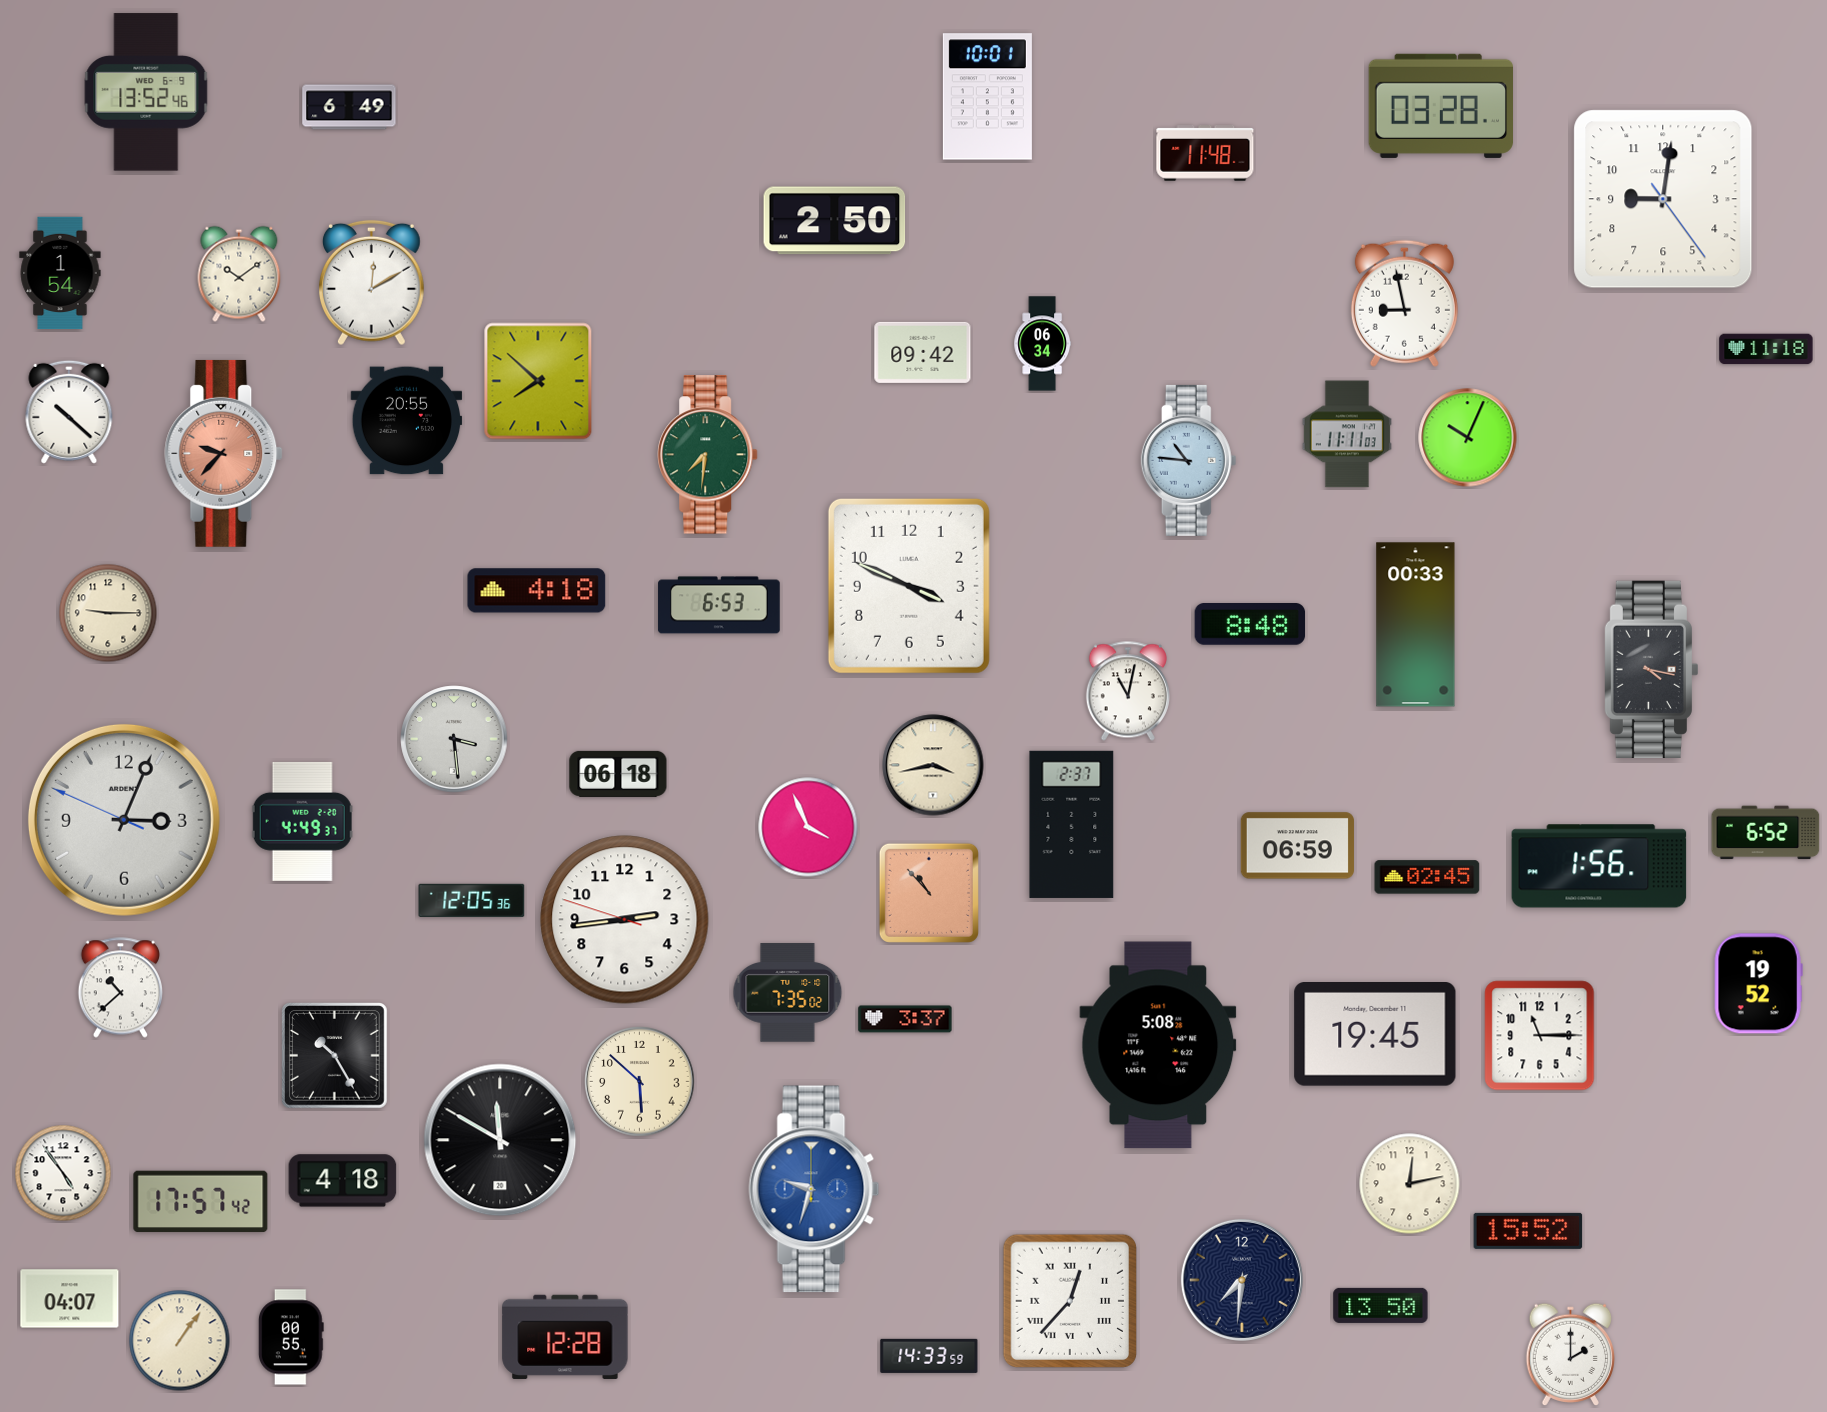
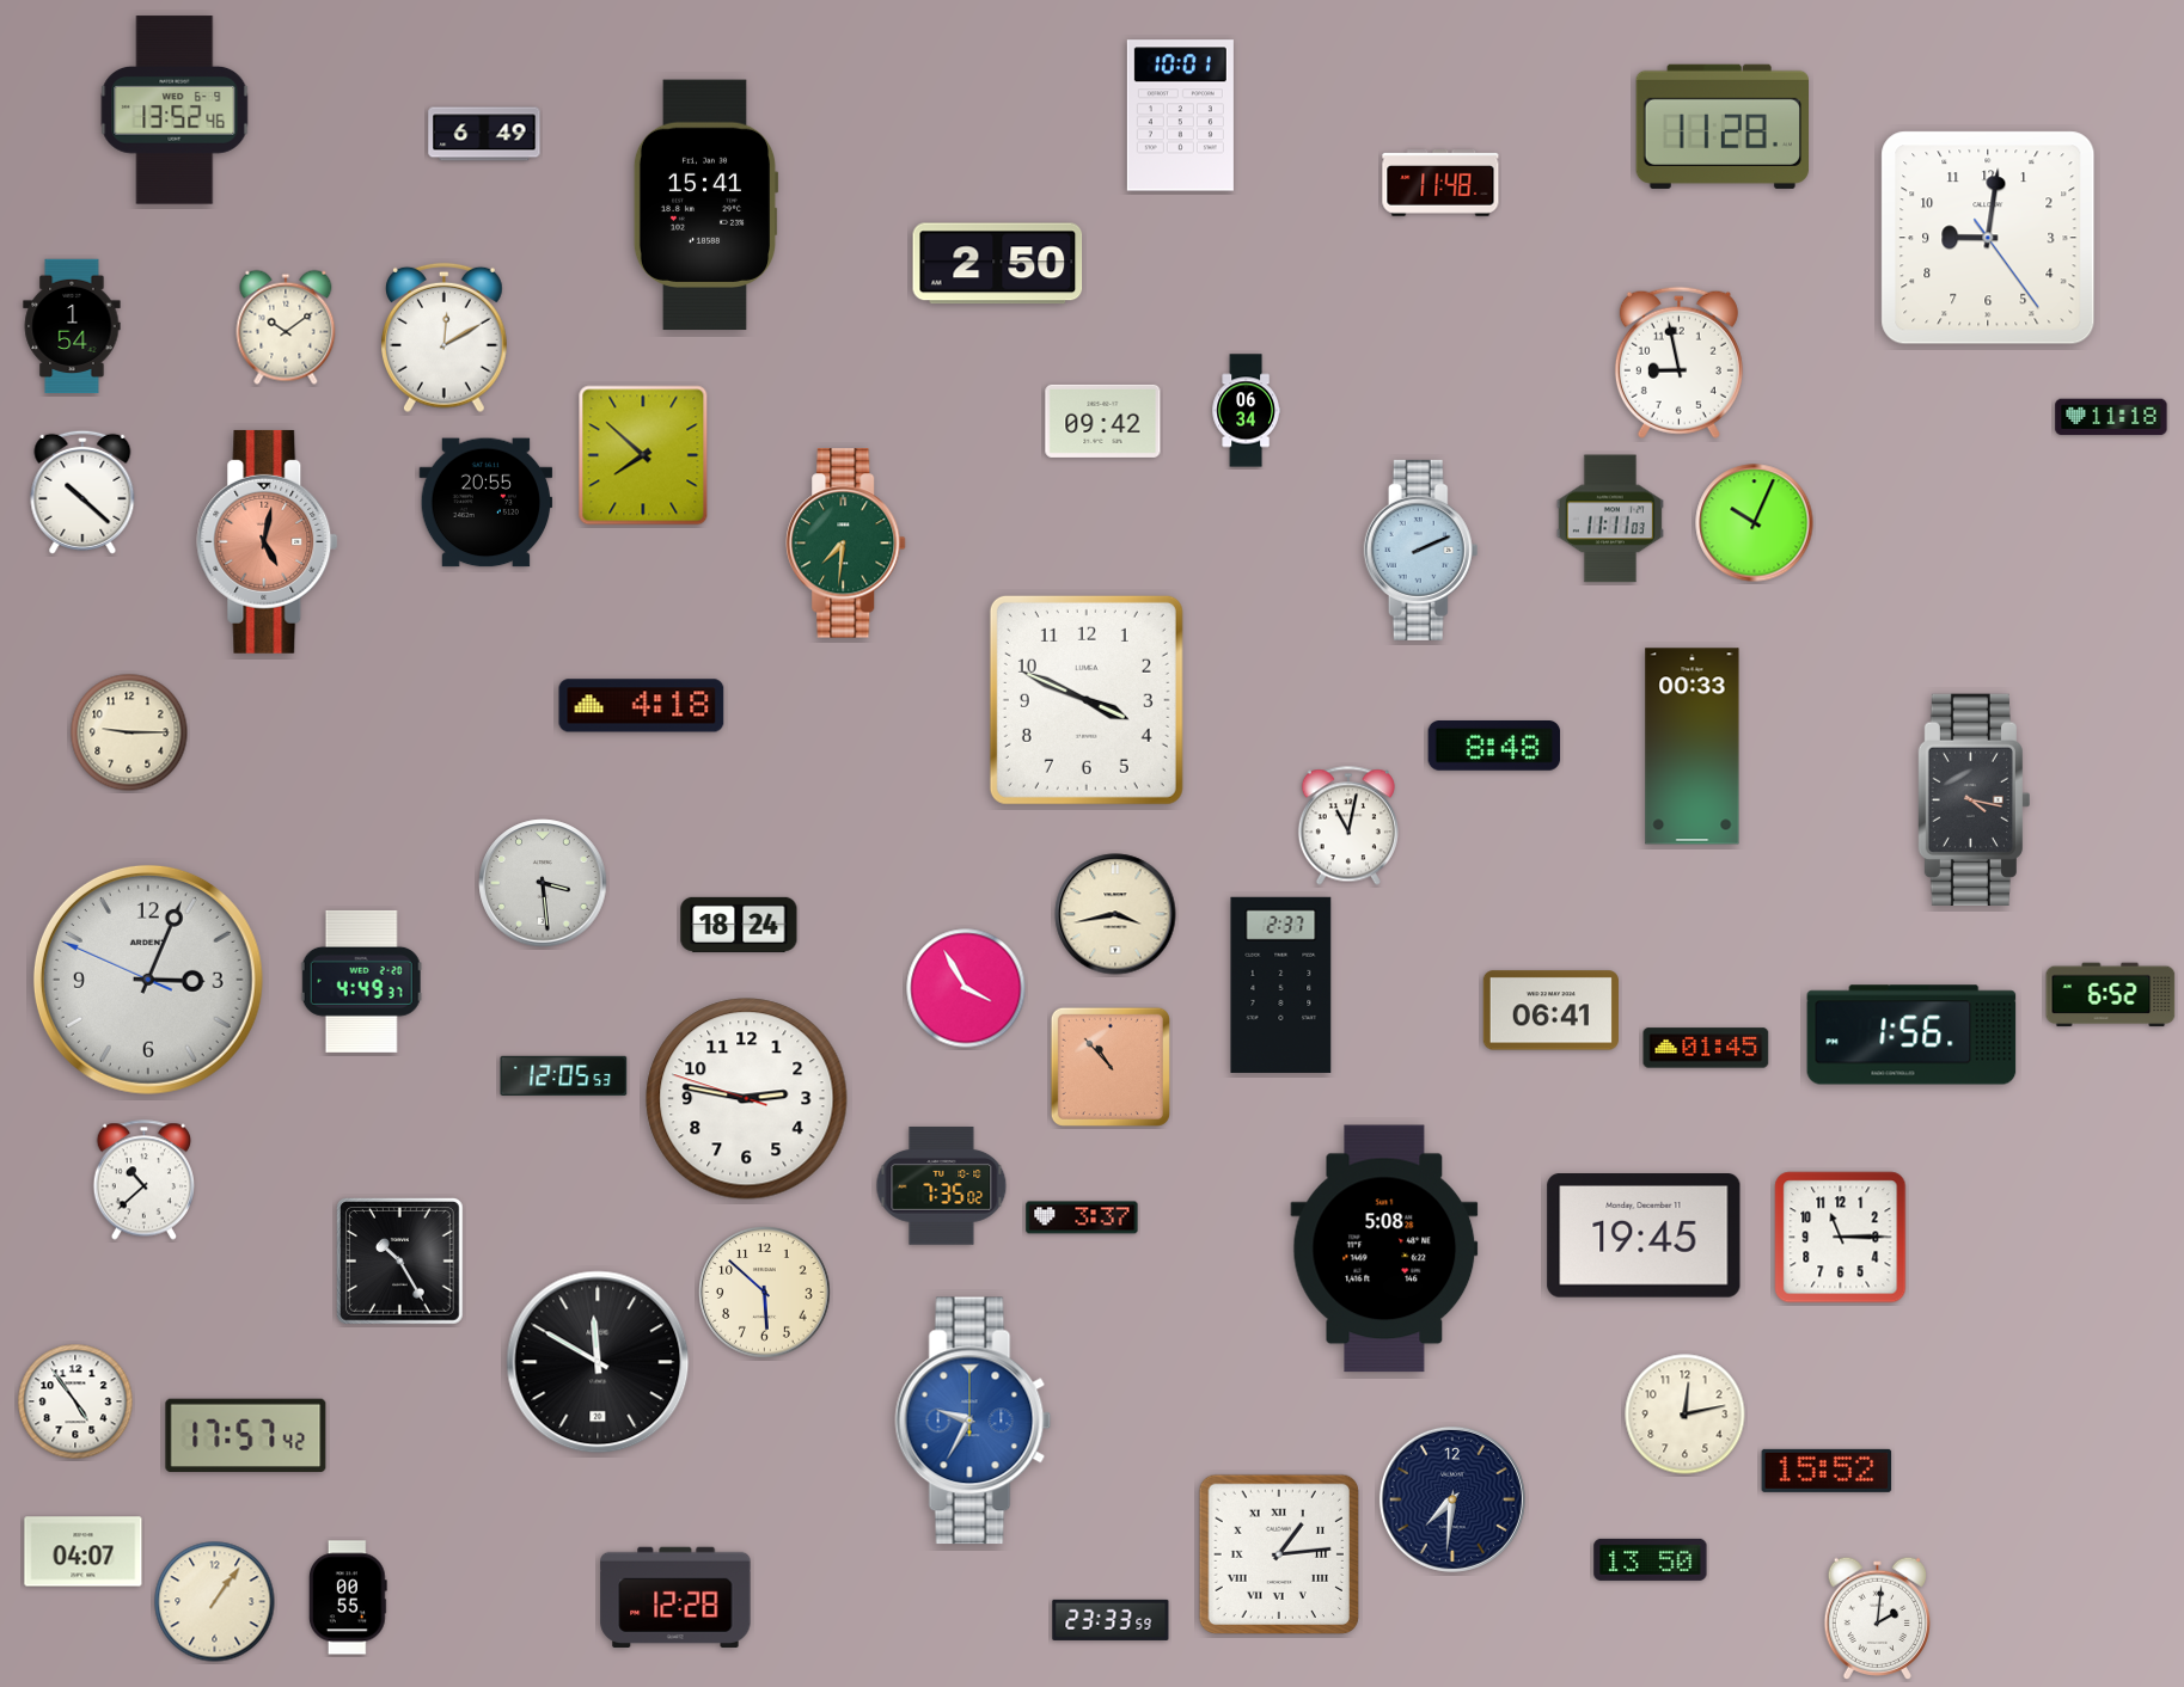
clock at (1440, 106): 03:28 -> 11:28
clock at (349, 107) position: (349, 107) -> (484, 134)
clock at (705, 205): none -> 15:41
clock at (224, 453): 9:37 -> 5:02
clock at (1189, 460): 10:46 -> 2:11
clock at (719, 605): 6:53 -> none
clock at (618, 774): 06:18 -> 18:24
clock at (808, 827): 3:56 -> 3:55
clock at (1297, 846): 06:59 -> 06:41
clock at (1427, 877): 02:45 -> 01:45
clock at (472, 900): 12:05:36 -> 12:05:53
clock at (625, 920): 2:43 -> 2:46
clock at (1758, 984): 19:52 -> none
clock at (343, 1181): 4:18 -> none
clock at (814, 1189): 9:33 -> 9:35
clock at (201, 1202) position: (201, 1202) -> (246, 1436)
clock at (1242, 1280) position: (1242, 1280) -> (1452, 1499)
clock at (1069, 1300): 12:37 -> 1:14
clock at (1570, 1354): 2:00 -> 2:01
clock at (929, 1356): 14:33 -> 23:33
